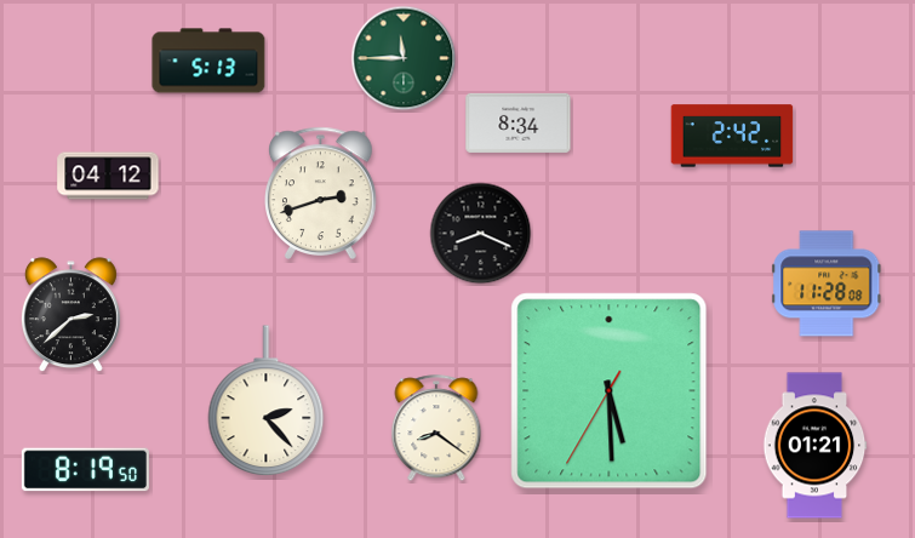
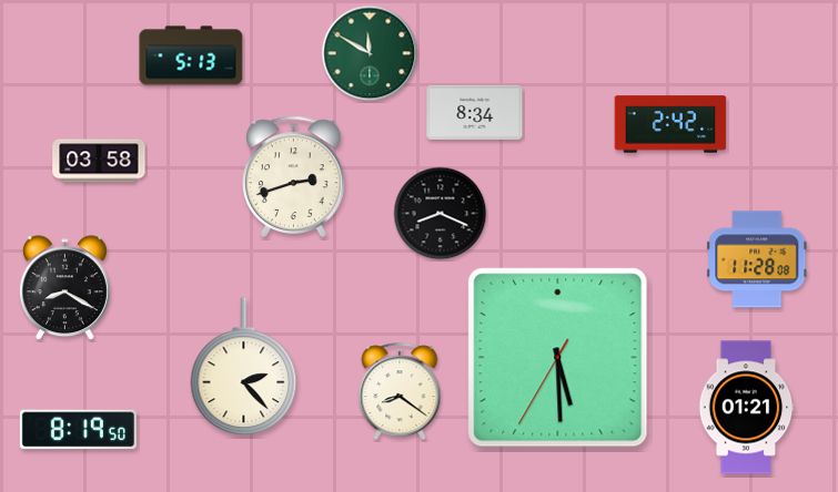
clock at (404, 58): 11:45 -> 11:50
clock at (108, 176): 04:12 -> 03:58
clock at (70, 315): 2:38 -> 8:20
